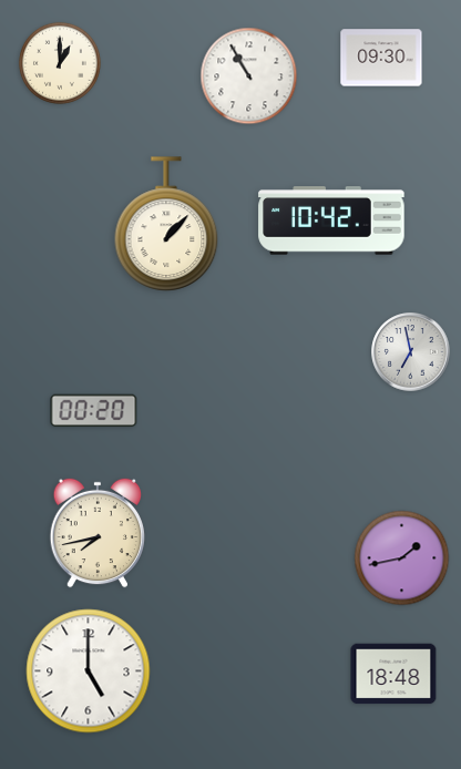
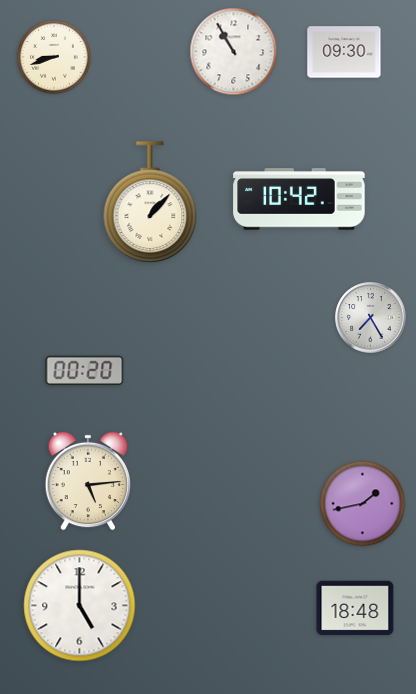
clock at (60, 63): 1:00 -> 8:42
clock at (249, 76) position: (249, 76) -> (234, 52)
clock at (411, 352): 6:58 -> 7:25
clock at (96, 533): 7:43 -> 5:14
